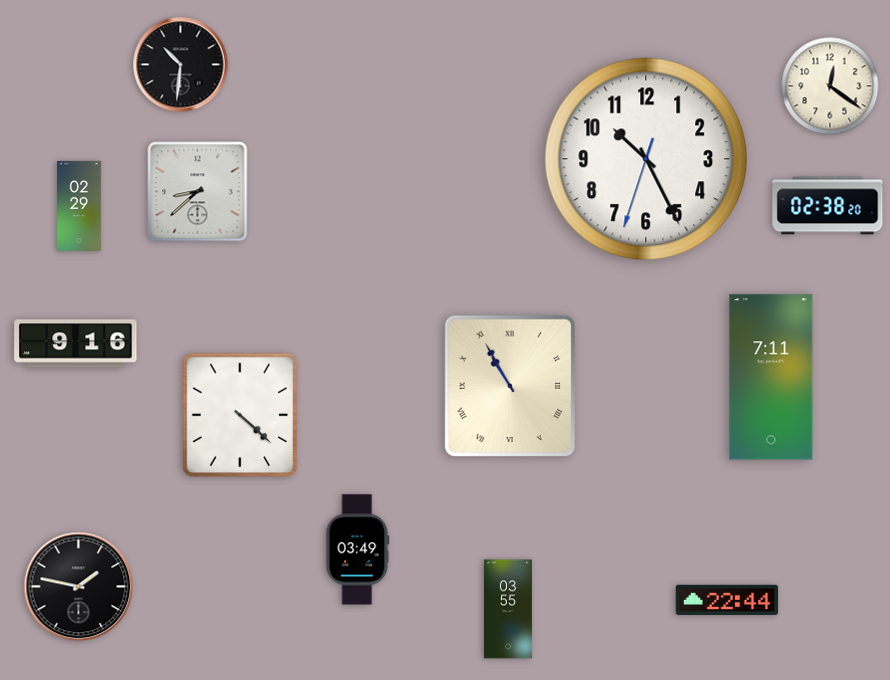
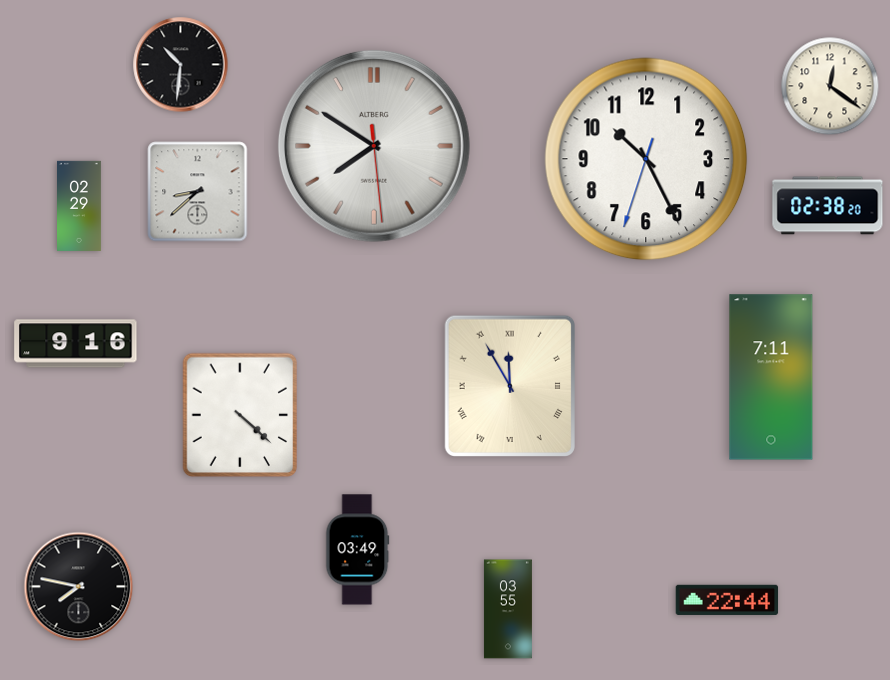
clock at (374, 146): none -> 7:50
clock at (509, 385): 10:55 -> 11:55
clock at (79, 587): 1:47 -> 7:47
